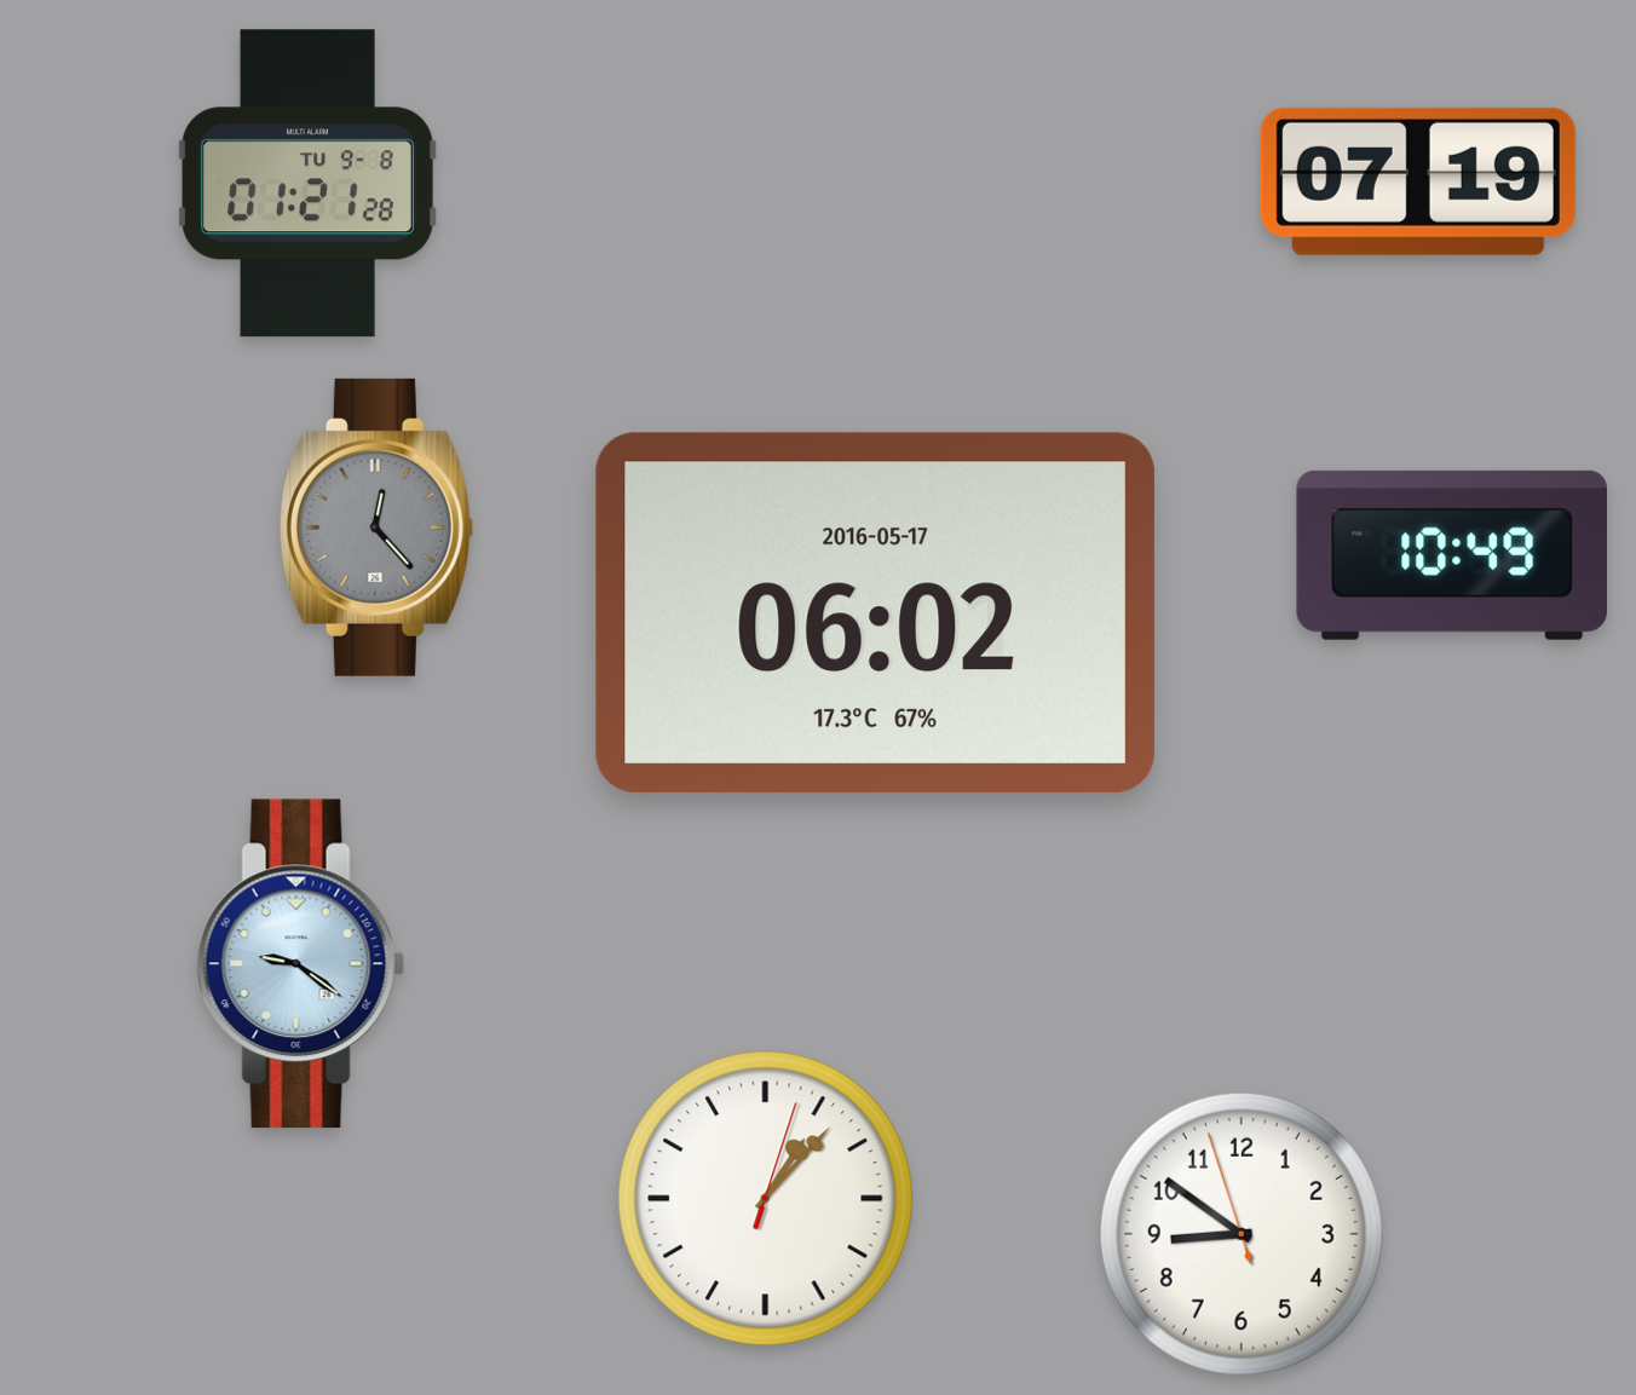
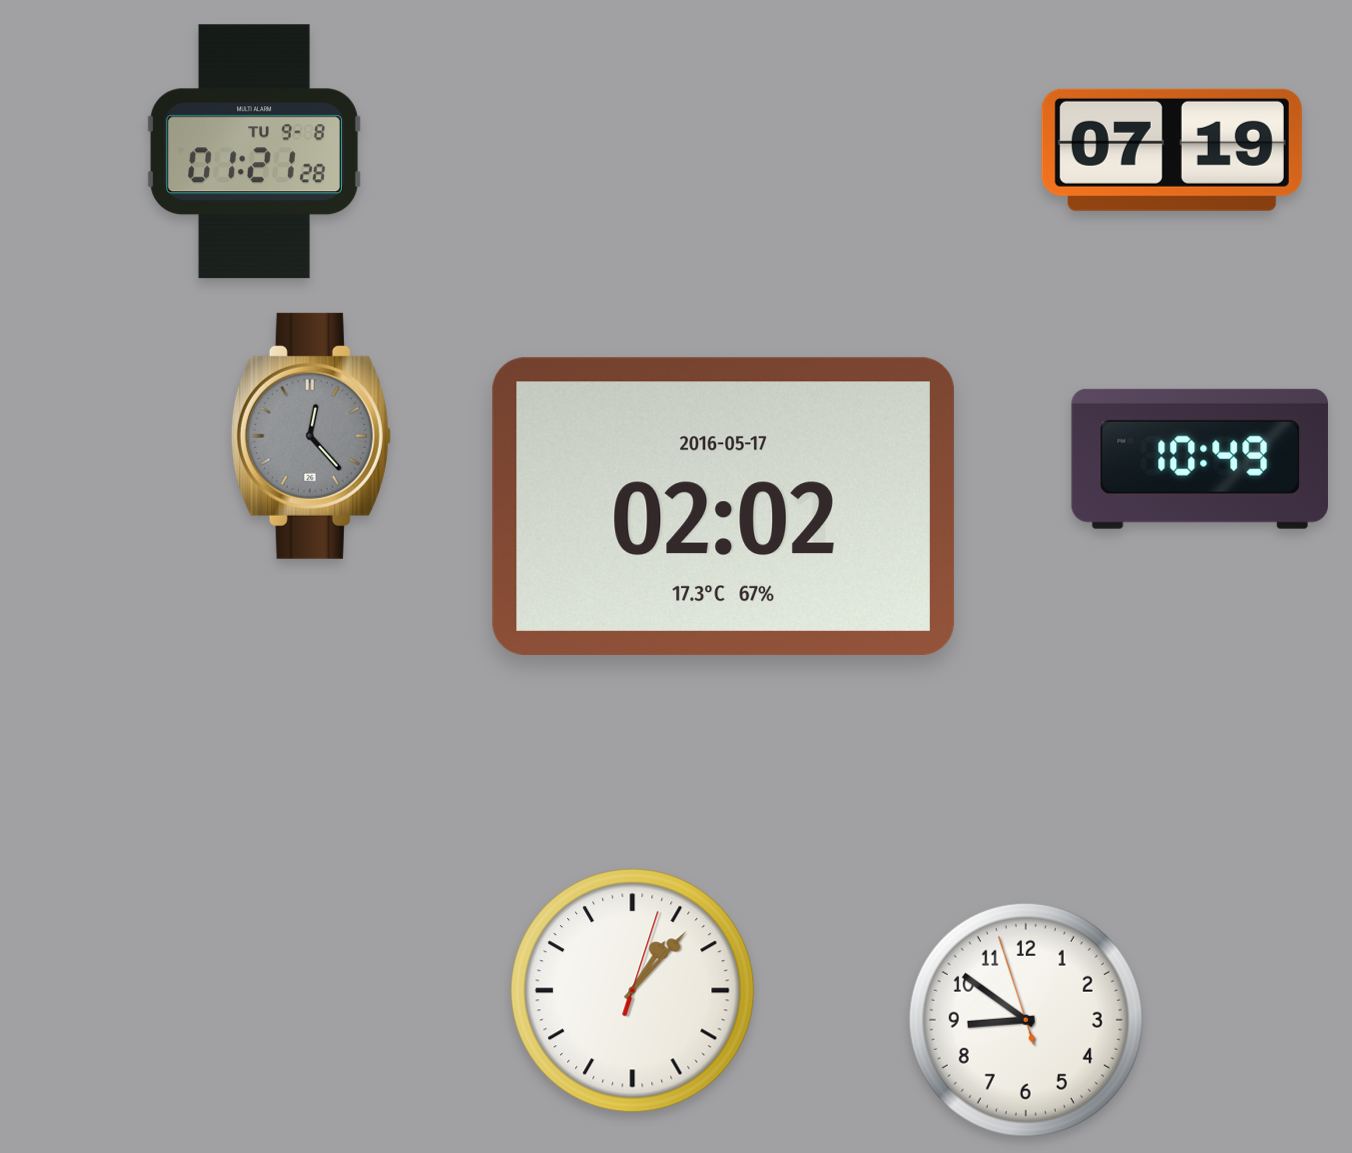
clock at (875, 612): 06:02 -> 02:02
clock at (301, 964): 9:21 -> none
